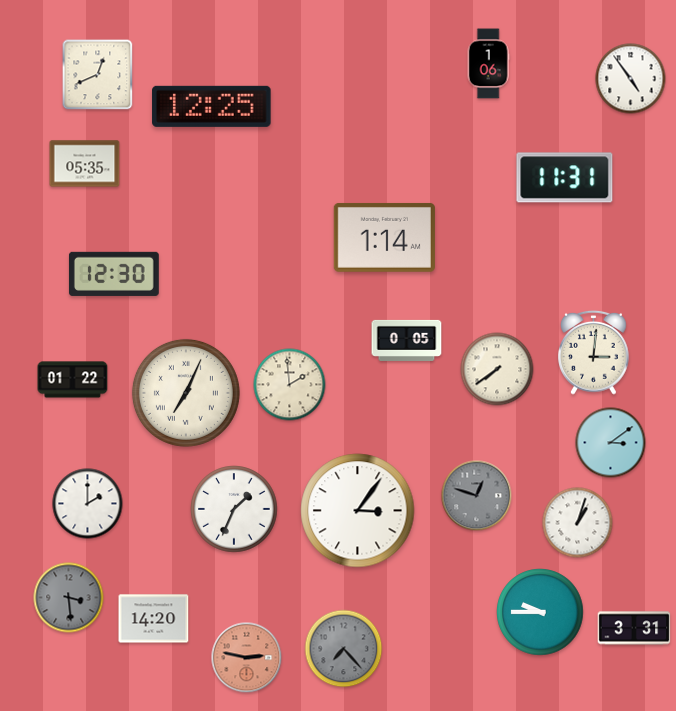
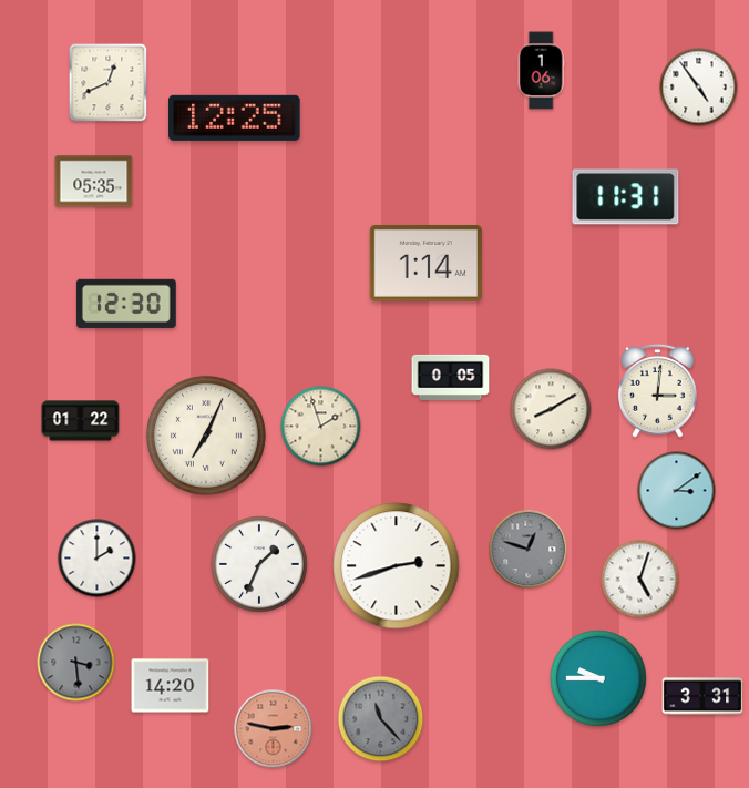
clock at (497, 369): 7:39 -> 8:10
clock at (290, 385): 1:59 -> 1:57
clock at (358, 511): 3:06 -> 2:42
clock at (578, 523): 1:03 -> 5:03
clock at (344, 649): 7:23 -> 11:23
